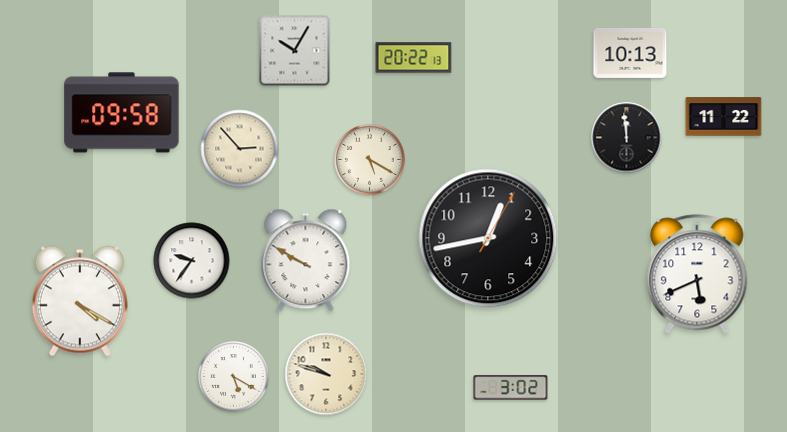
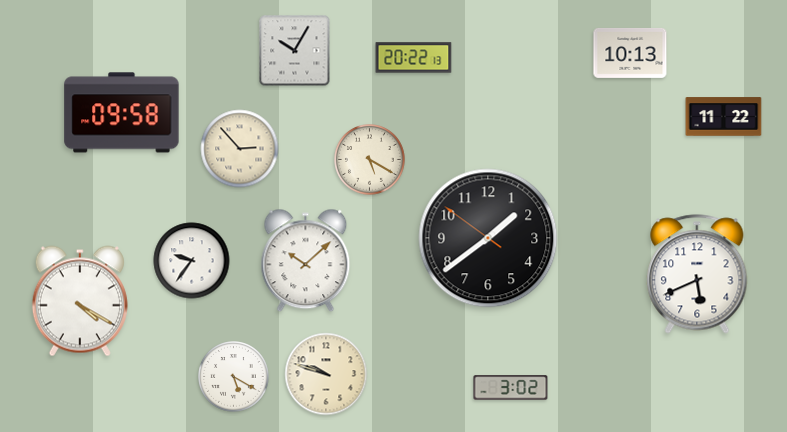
clock at (627, 138): 11:59 -> none
clock at (488, 238): 12:43 -> 1:38
clock at (306, 261): 9:50 -> 10:08
